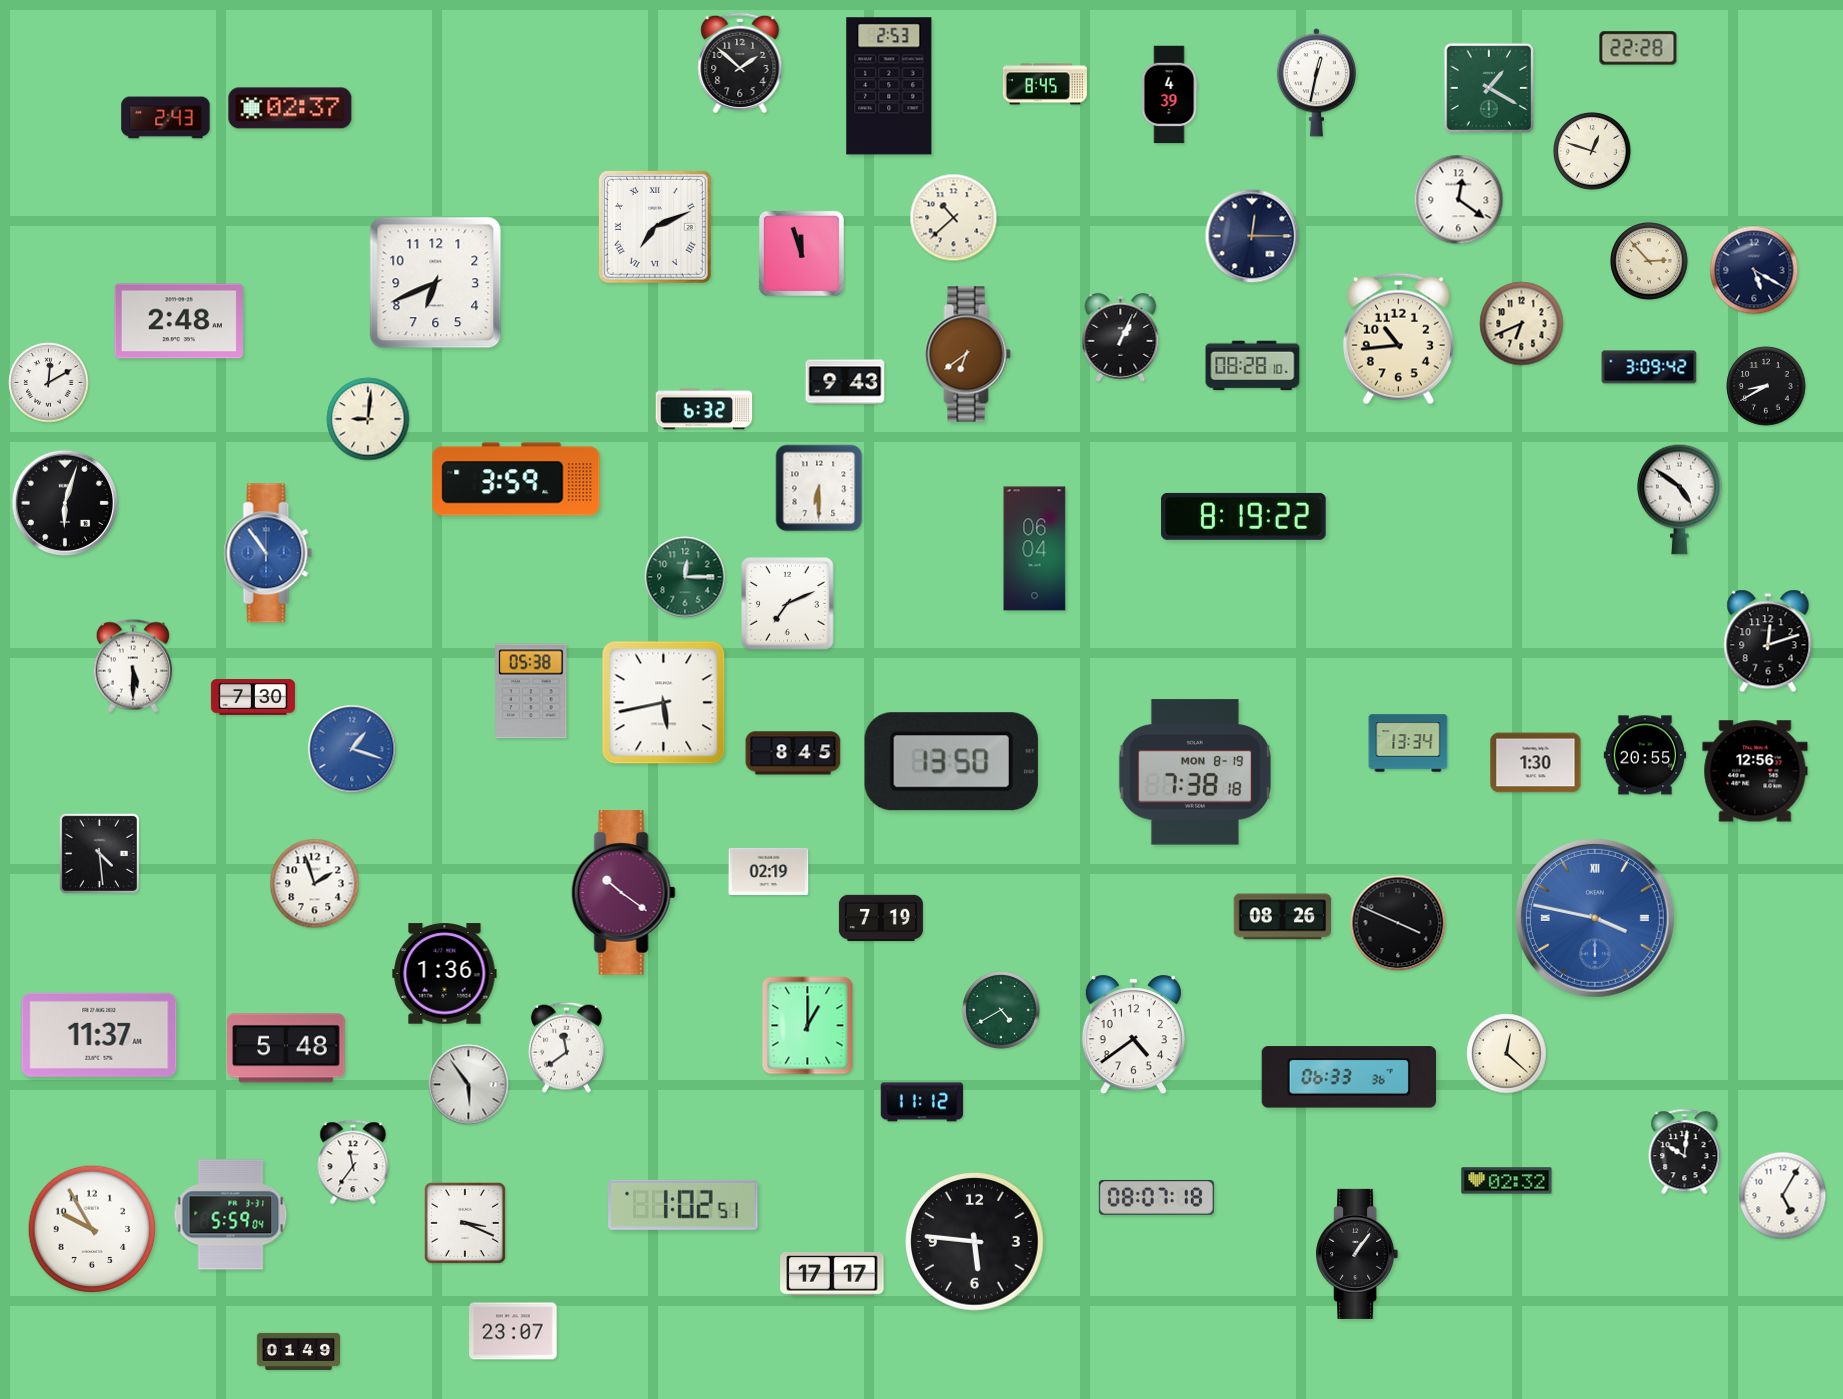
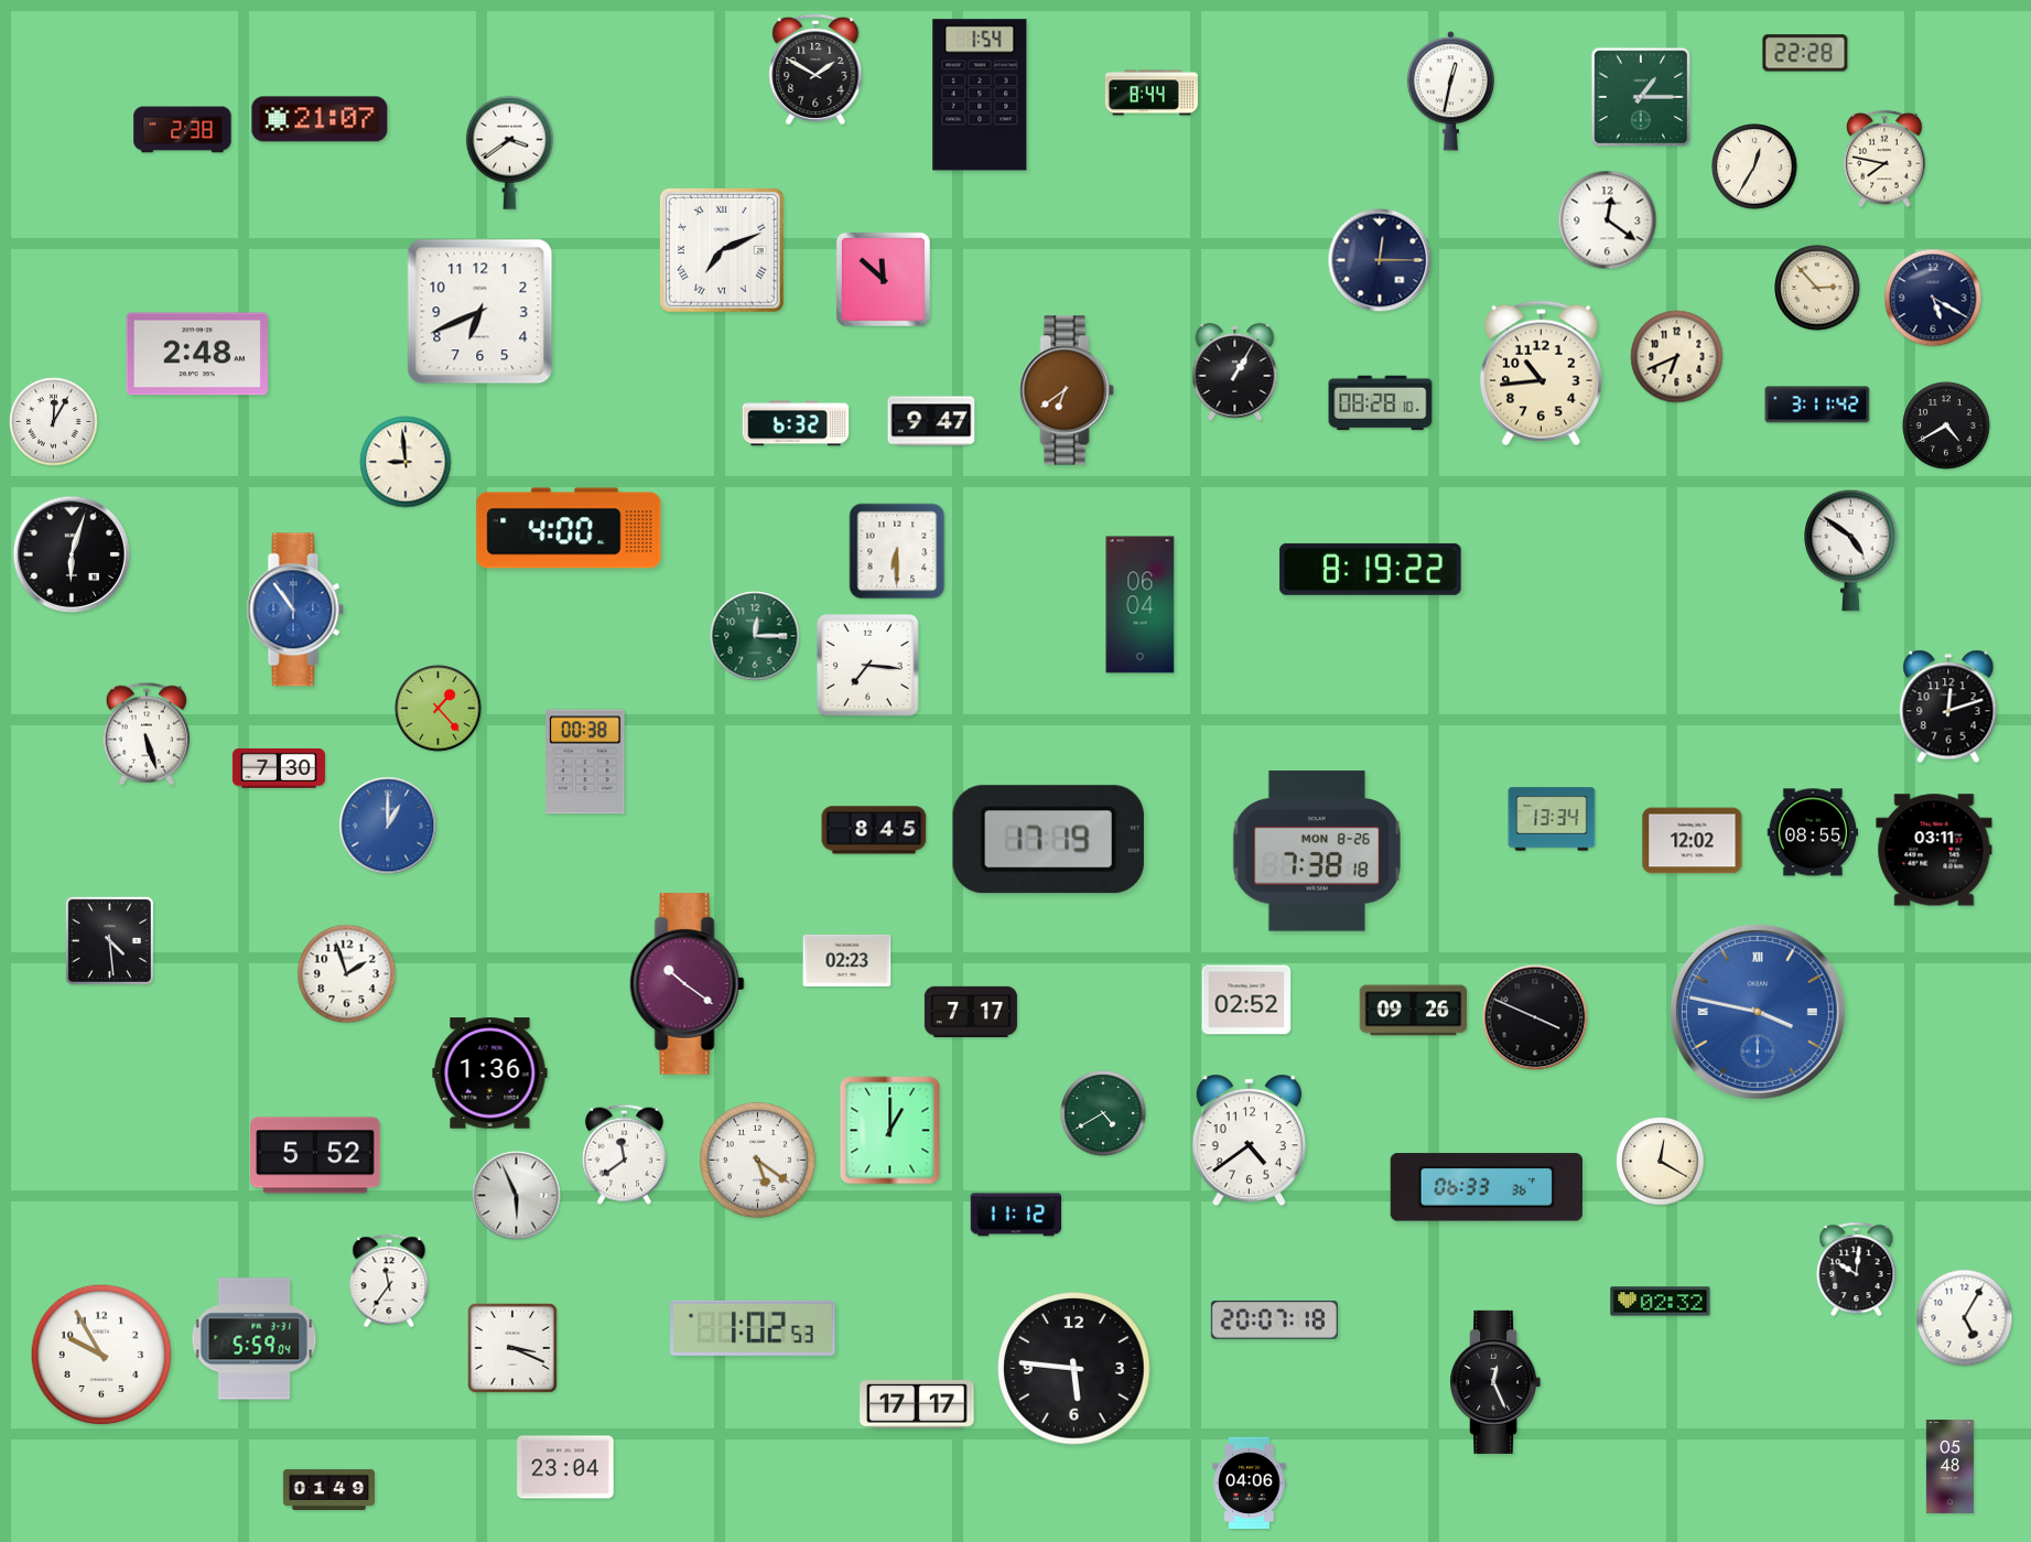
clock at (740, 63): 1:52 -> 1:50
clock at (1045, 84): 8:45 -> 8:44
clock at (889, 86): 2:53 -> 1:54
clock at (1488, 87): 1:20 -> 1:15
clock at (1169, 95): 4:39 -> none
clock at (290, 108): 02:37 -> 21:07
clock at (166, 118): 2:43 -> 2:38
clock at (509, 152): none -> 3:39
clock at (1884, 159): none -> 7:47
clock at (1592, 151): 12:48 -> 12:35
clock at (954, 218): 10:38 -> none
clock at (801, 253): 11:57 -> 11:52
clock at (1121, 337): 1:04 -> 1:05
clock at (1649, 367): 3:09 -> 3:11
clock at (845, 382): 9:43 -> 9:47
clock at (49, 383): 12:10 -> 12:05
clock at (1766, 386): 8:40 -> 4:40
clock at (704, 409) position: (704, 409) -> (796, 423)
clock at (368, 419): 9:01 -> 8:59
clock at (516, 479): 3:59 -> 4:00
clock at (819, 488) position: (819, 488) -> (897, 551)
clock at (788, 604): 7:11 -> 7:16
clock at (439, 709): none -> 1:23
clock at (132, 666): 5:30 -> 5:27
clock at (531, 691): 05:38 -> 00:38
clock at (664, 703): 5:43 -> none
clock at (352, 749): 1:18 -> 1:00
clock at (1645, 755): 20:55 -> 08:55
clock at (951, 762): 13:50 -> 17:19
clock at (1536, 763): 1:30 -> 12:02
clock at (1755, 771): 12:56 -> 03:11
clock at (1195, 772) date: MON 8-19 -> MON 8-26
clock at (769, 871): 02:19 -> 02:23
clock at (1246, 1000): none -> 02:52
clock at (1283, 917): 08:26 -> 09:26
clock at (881, 918): 7:19 -> 7:17
clock at (1398, 923) position: (1398, 923) -> (1535, 1017)
clock at (99, 1035): 11:37 -> none
clock at (286, 1048): 5:48 -> 5:52
clock at (757, 1160): none -> 5:21
clock at (1507, 1054): 12:22 -> 12:20
clock at (469, 1085): 5:54 -> 5:56
clock at (1156, 1197): 08:07 -> 20:07
clock at (683, 1205): 1:02:51 -> 1:02:53
clock at (1357, 1254): 1:06 -> 12:26
clock at (1949, 1466): none -> 05:48
clock at (513, 1331): 23:07 -> 23:04
clock at (1250, 1482): none -> 04:06
